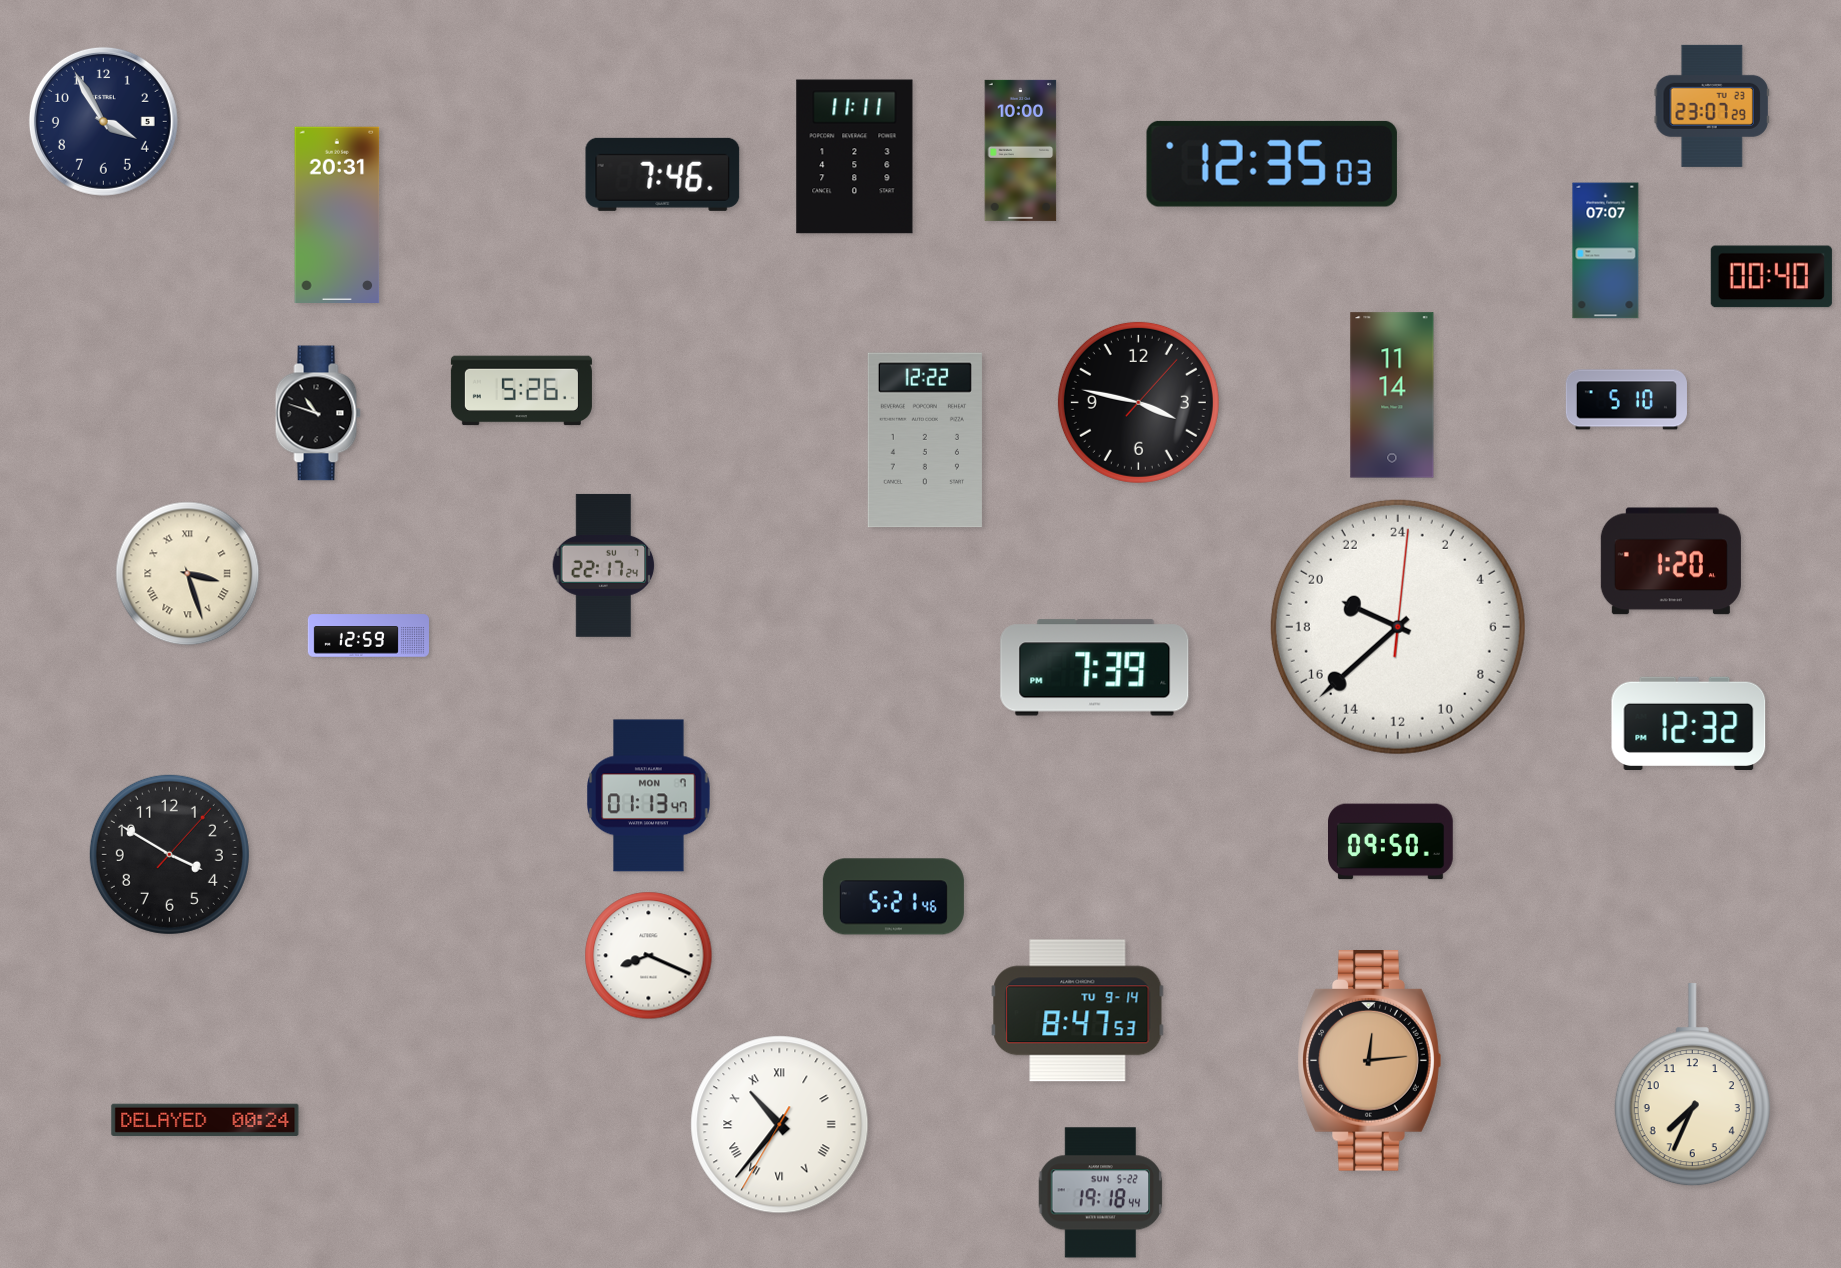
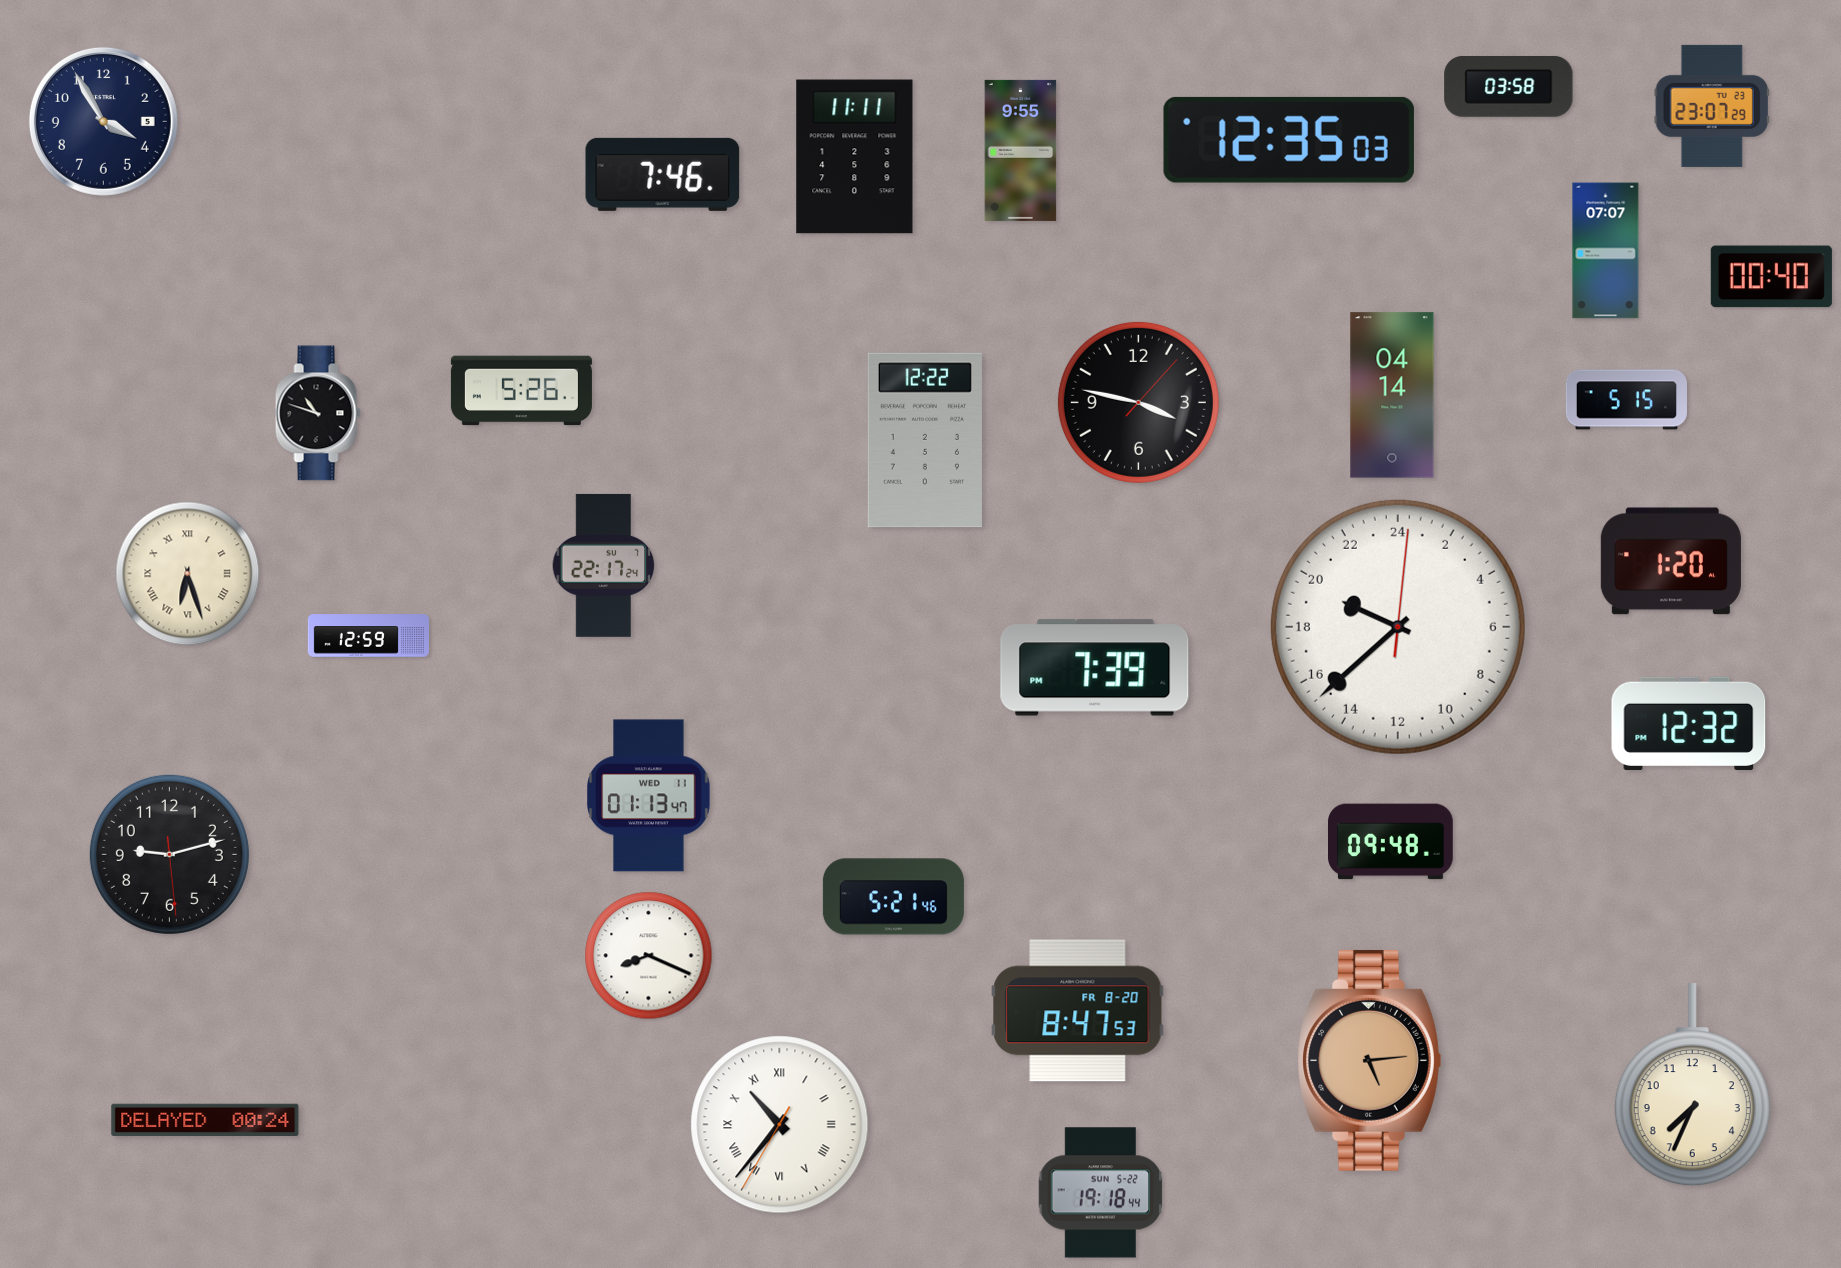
clock at (1509, 86): none -> 03:58
clock at (1021, 150): 10:00 -> 9:55
clock at (1272, 164) position: (1272, 164) -> (1289, 140)
clock at (337, 214): 20:31 -> none
clock at (1392, 395): 11:14 -> 04:14
clock at (1626, 400): 5:10 -> 5:15
clock at (188, 574): 3:27 -> 6:27
clock at (649, 796) date: MON 7 -> WED 11
clock at (1391, 842): 09:50 -> 09:48
clock at (169, 854): 3:50 -> 9:12
clock at (1078, 1011) date: TU 9-14 -> FR 8-20
clock at (1370, 1061): 12:14 -> 5:14
